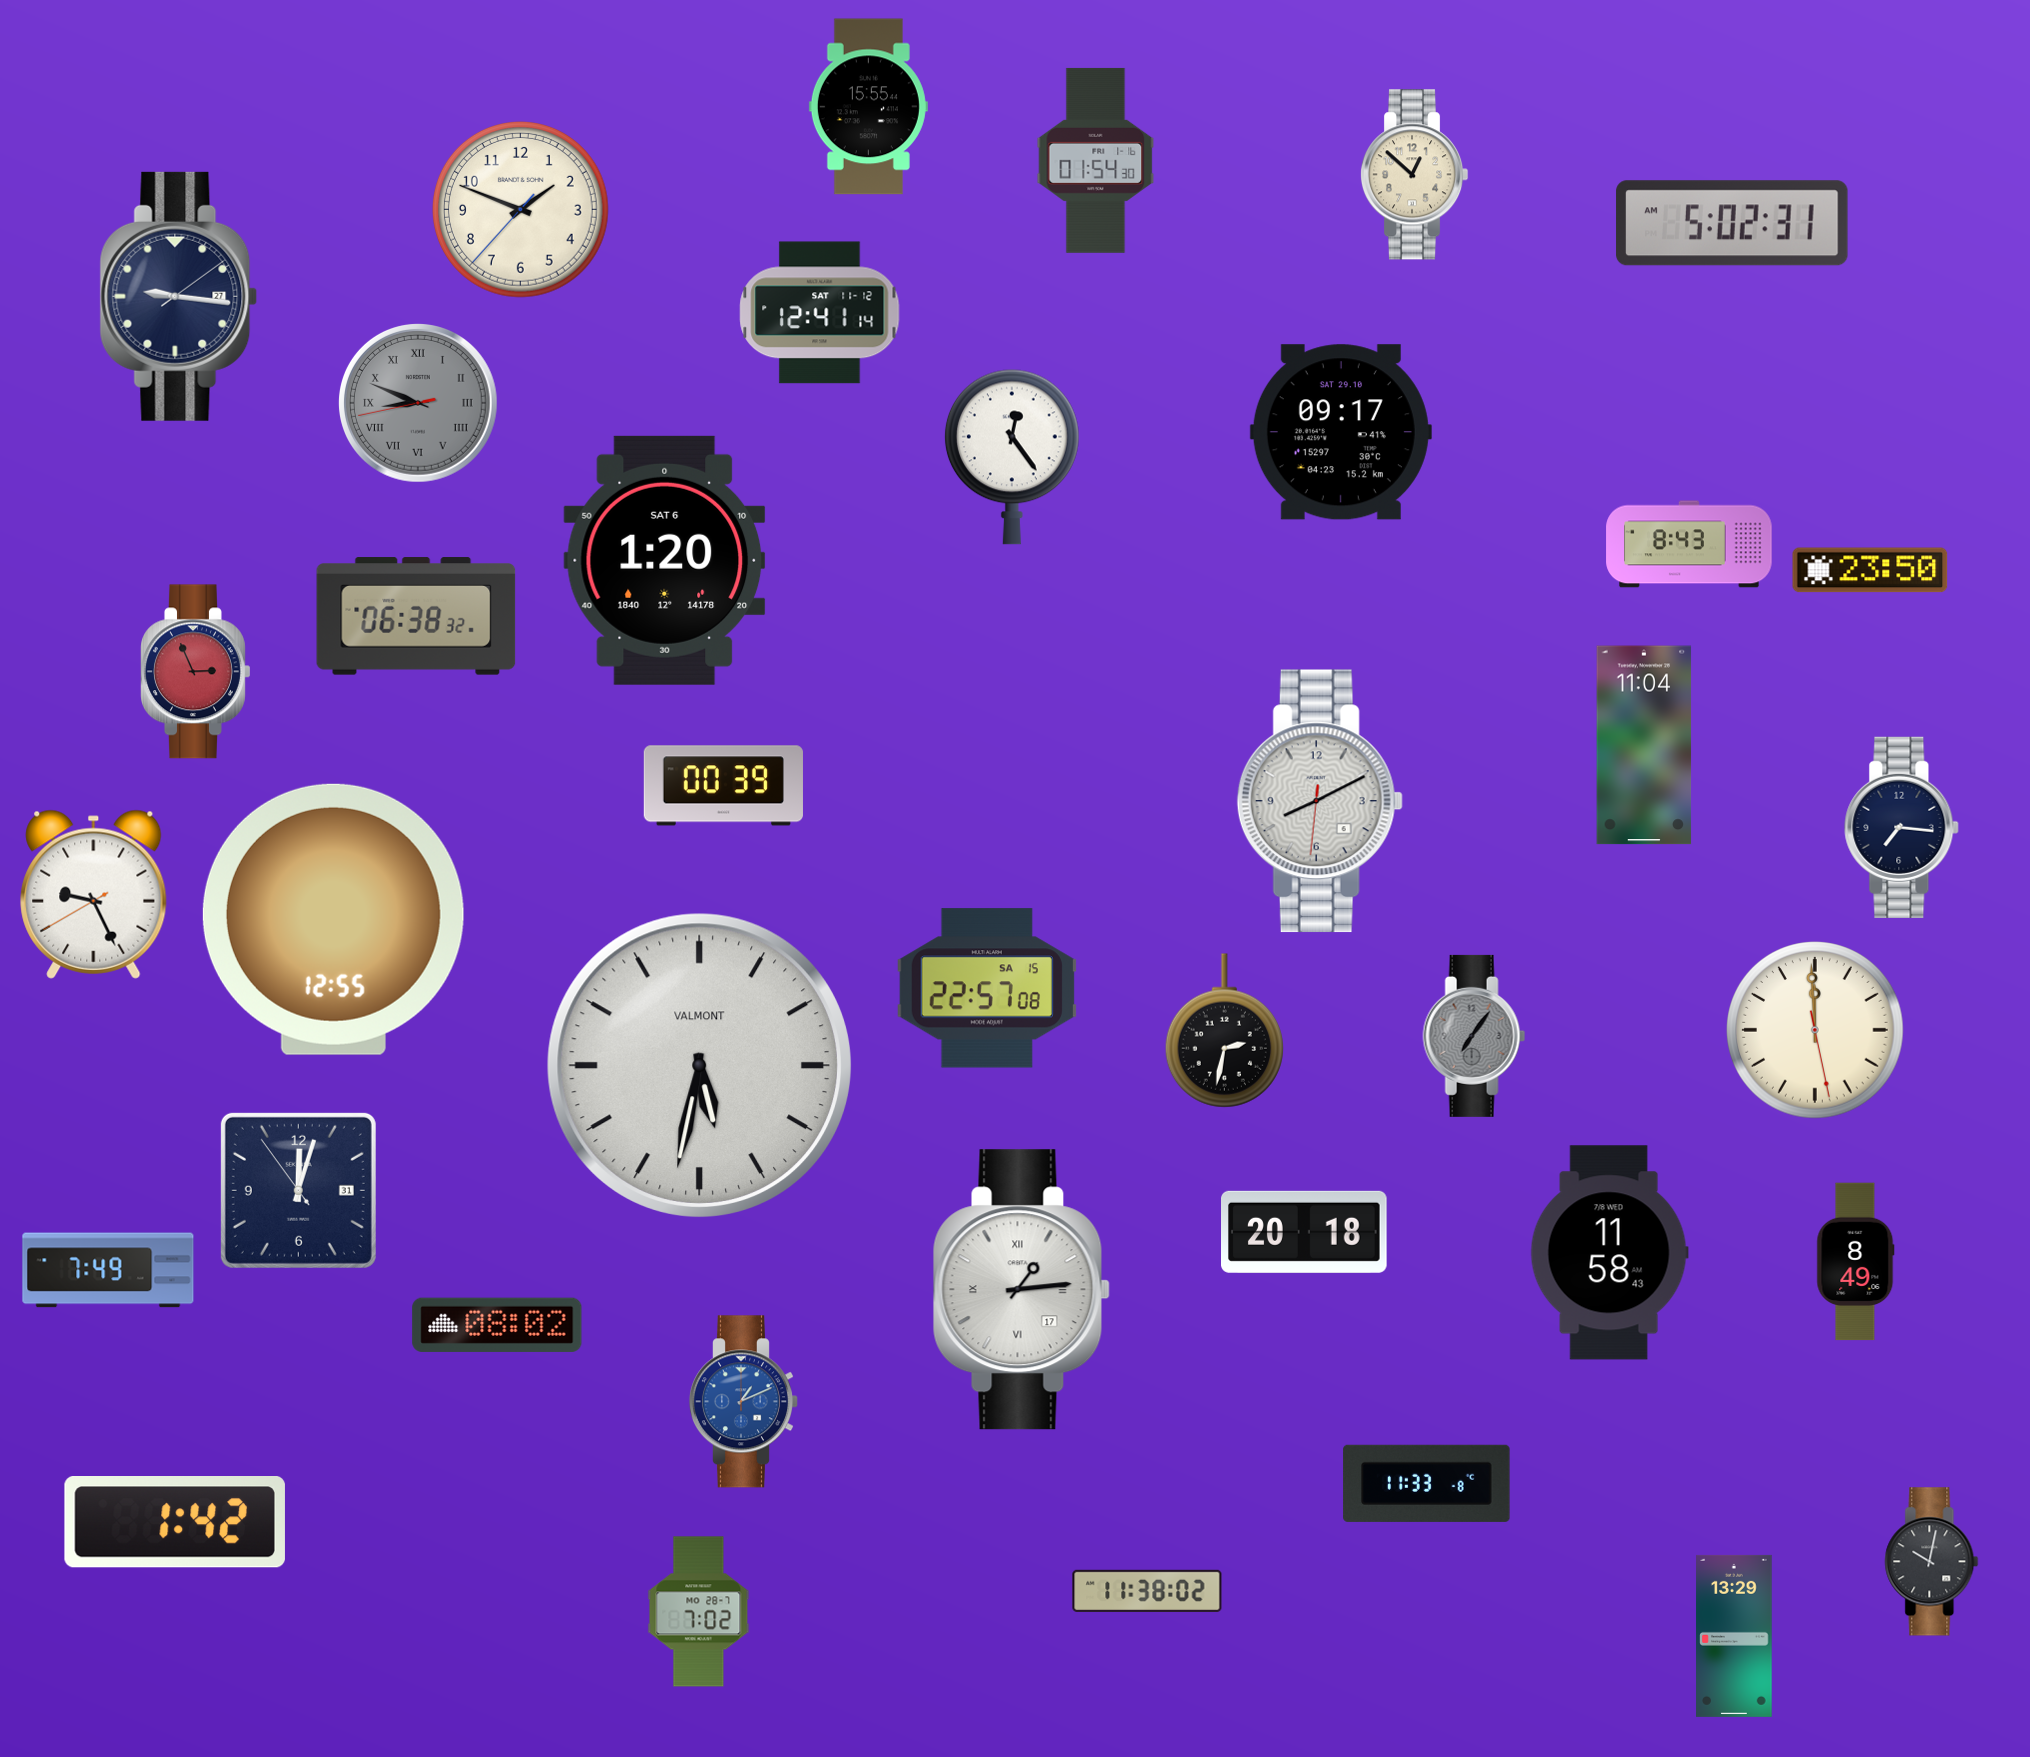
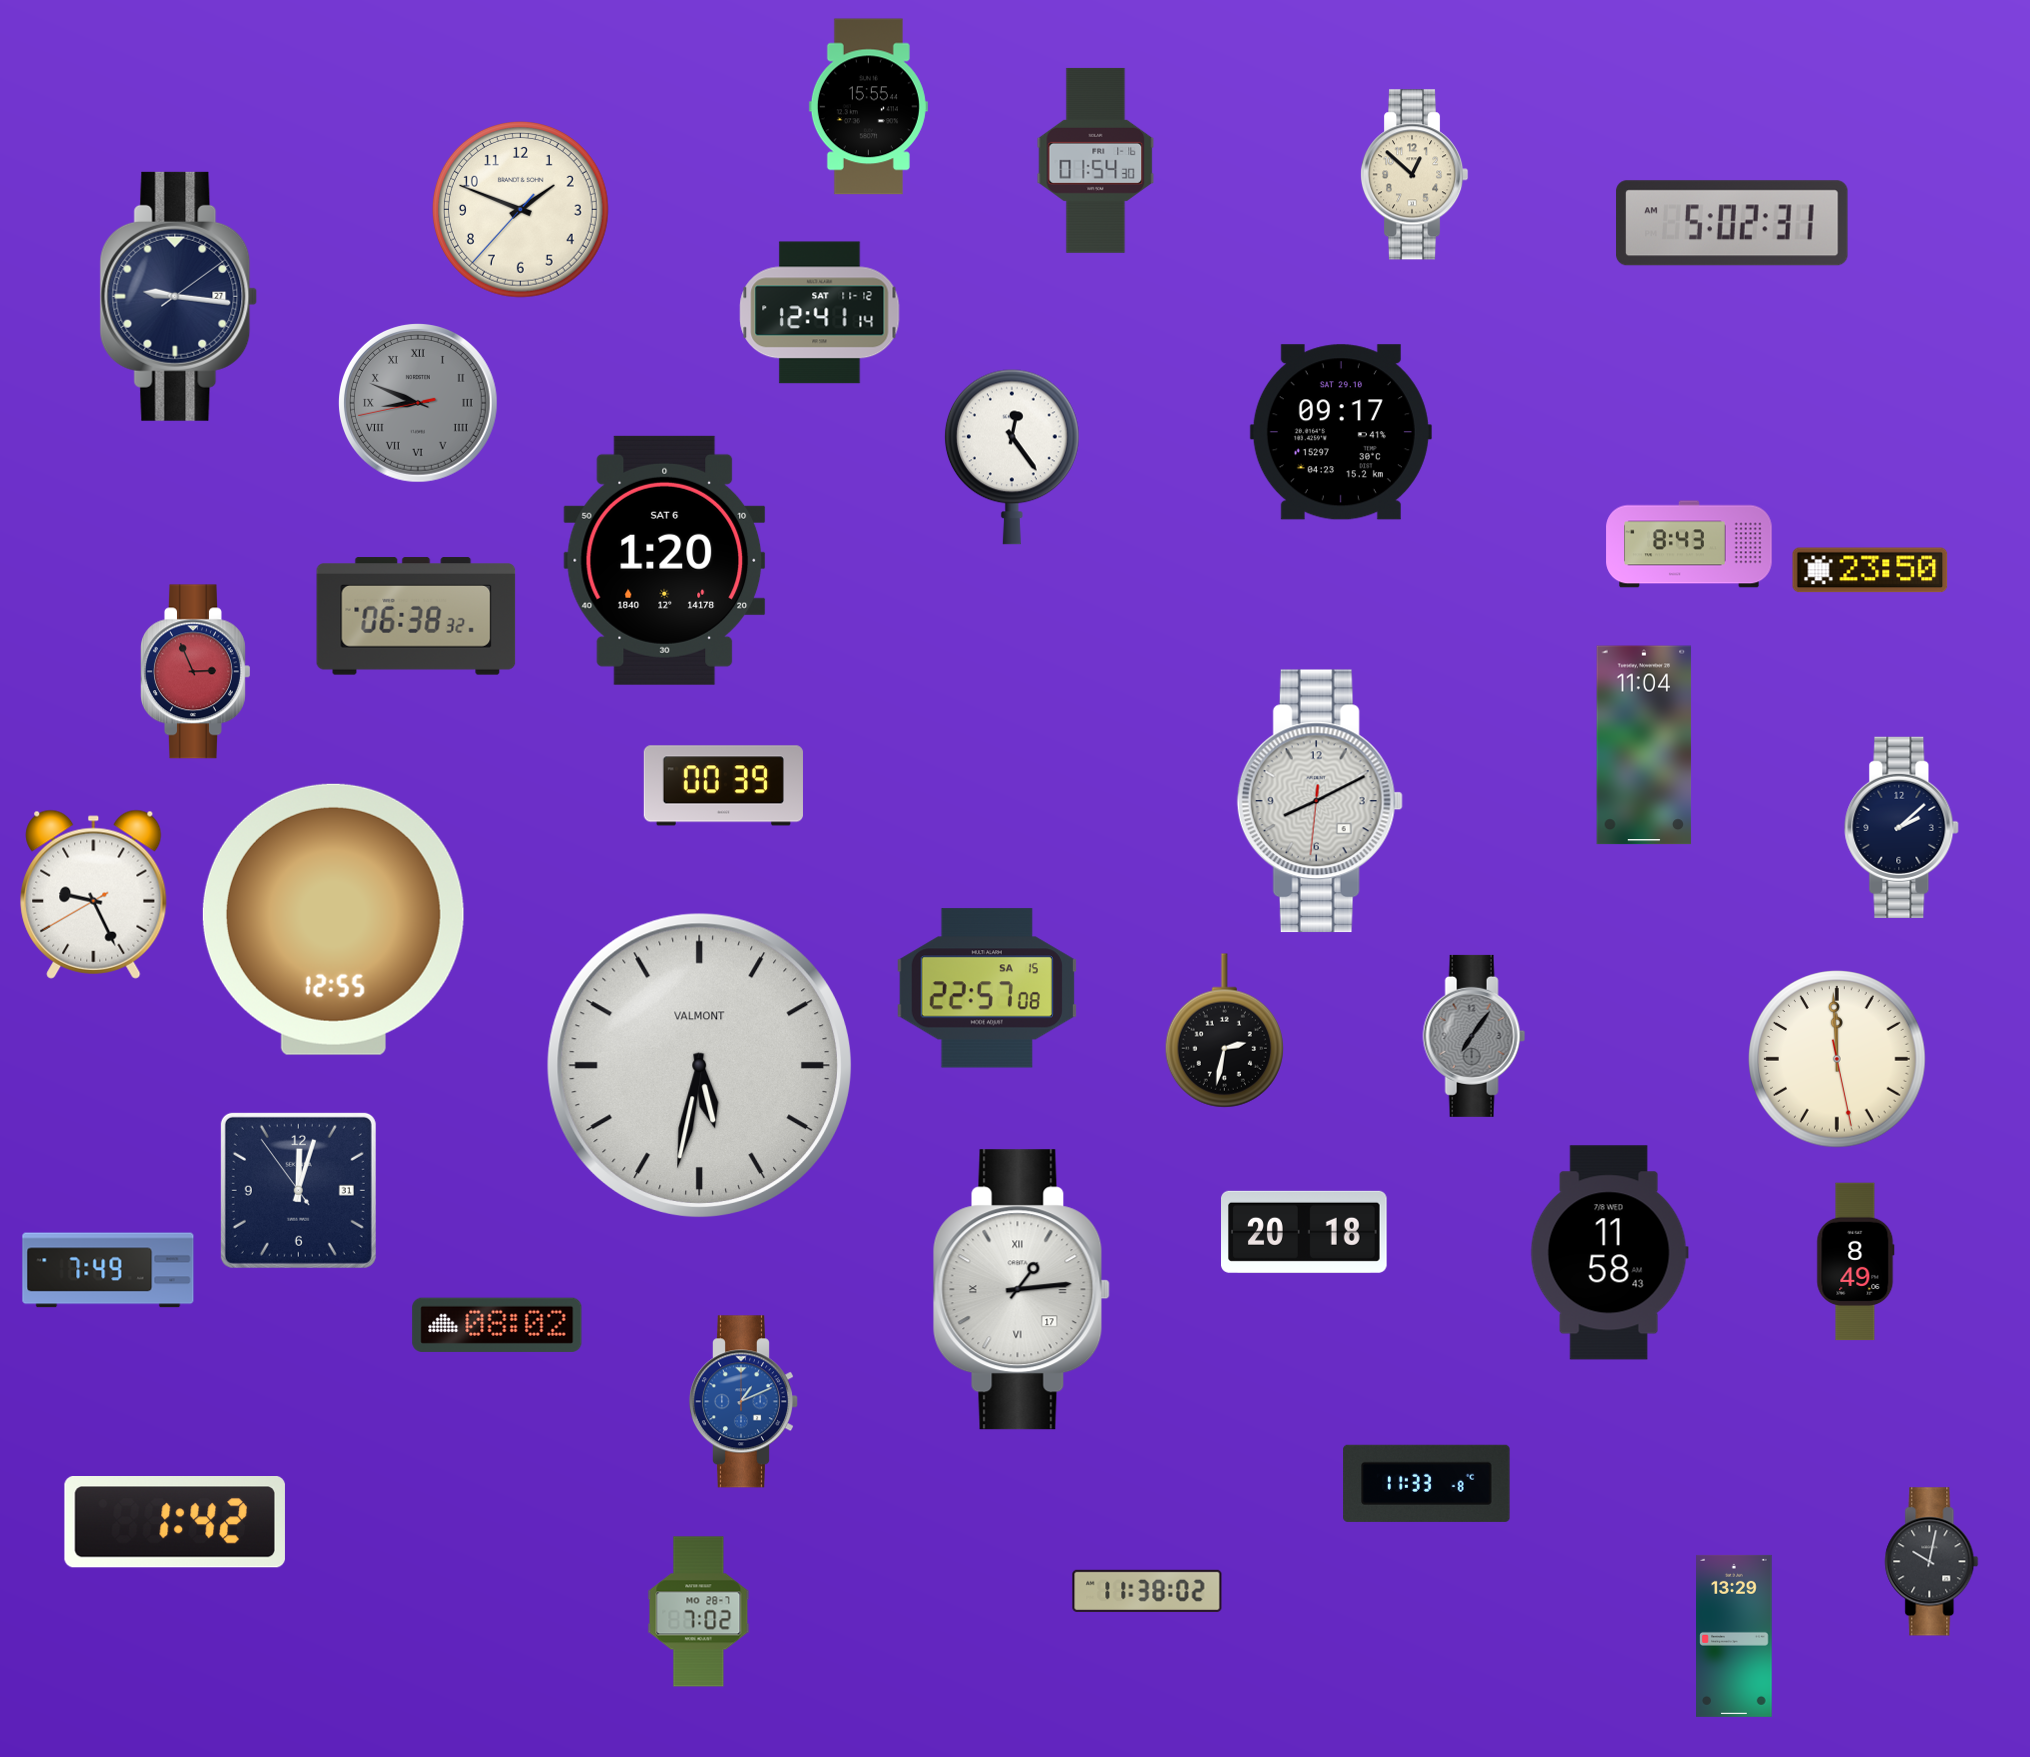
clock at (1902, 827): 7:16 -> 2:08
clock at (1816, 1031) position: (1816, 1031) -> (1838, 1060)
